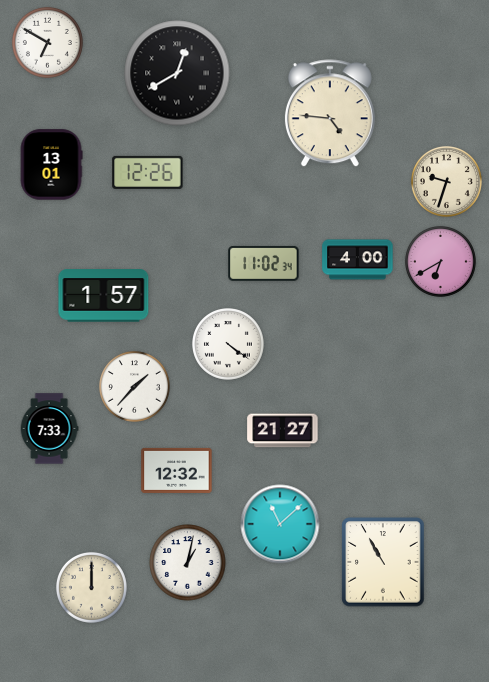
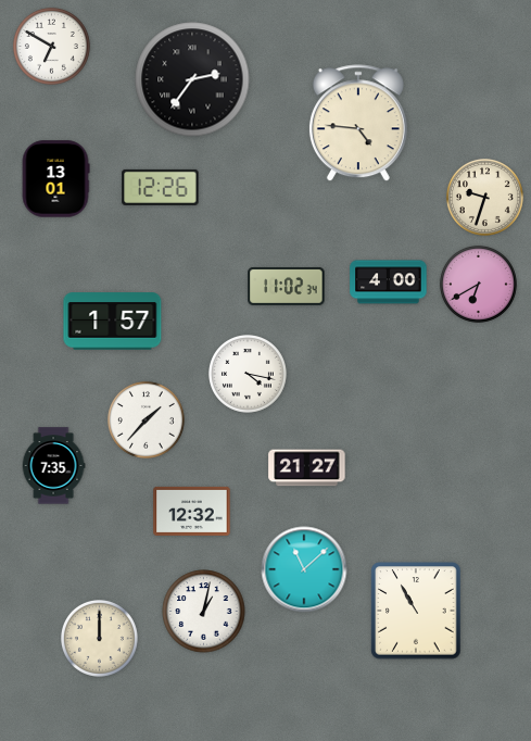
clock at (177, 73): 12:40 -> 2:36
clock at (229, 345): 4:21 -> 4:17
clock at (49, 429): 7:33 -> 7:35
